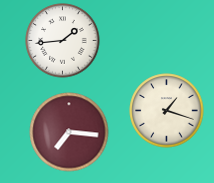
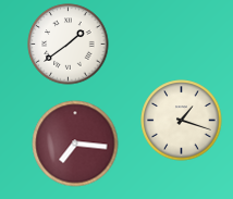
clock at (63, 41): 1:44 -> 1:39
